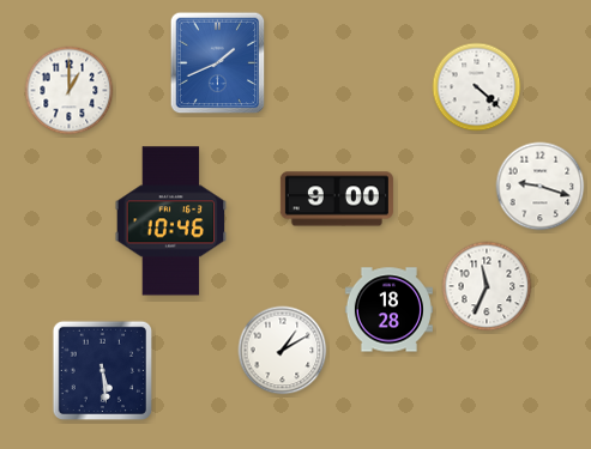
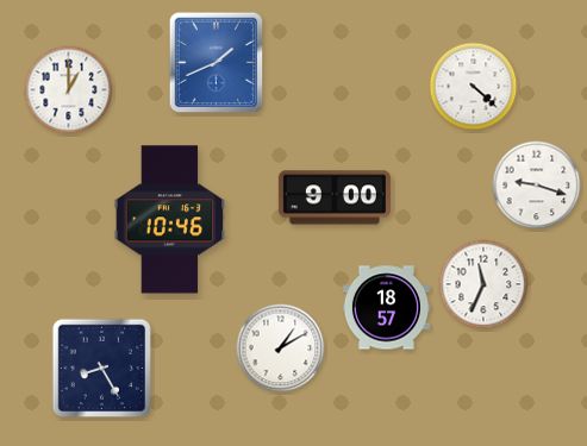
clock at (388, 310): 18:28 -> 18:57
clock at (102, 370): 5:29 -> 8:25
